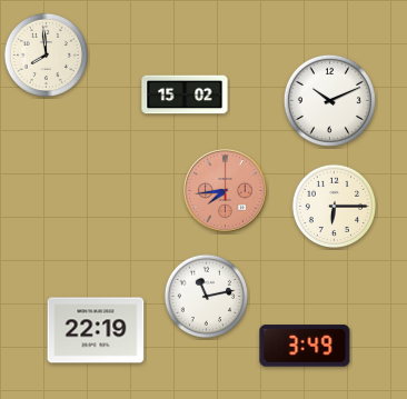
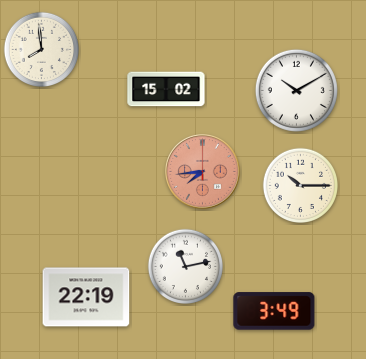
clock at (185, 94) position: (185, 94) -> (166, 89)
clock at (329, 100): 10:11 -> 10:10
clock at (334, 206): 6:15 -> 10:15
